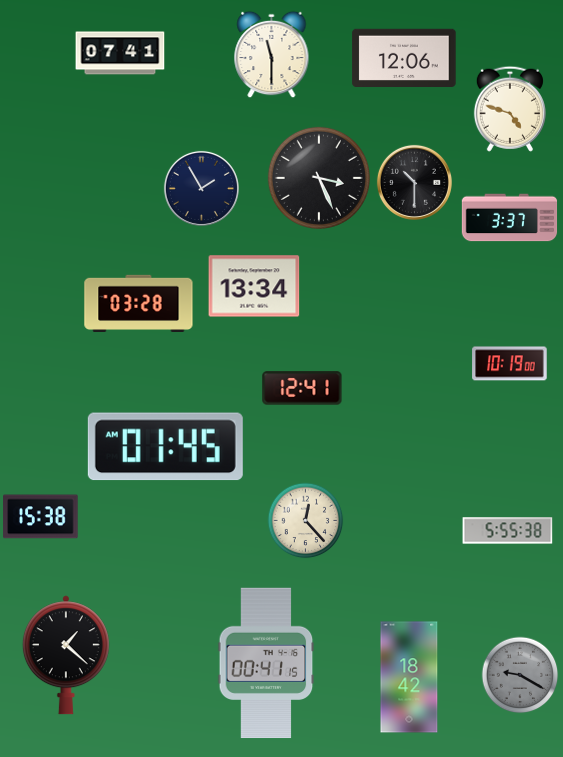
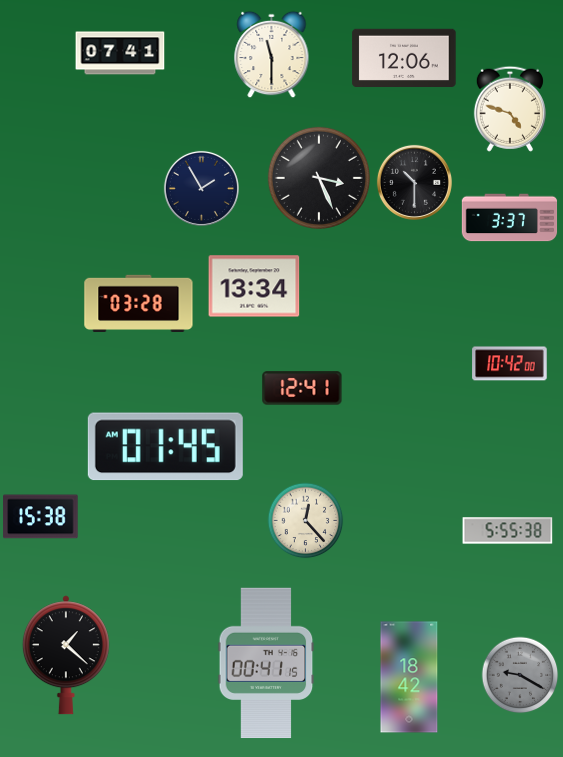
clock at (510, 364): 10:19 -> 10:42
